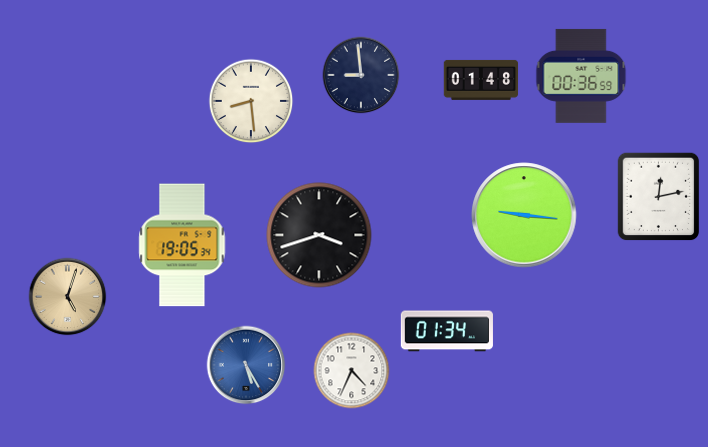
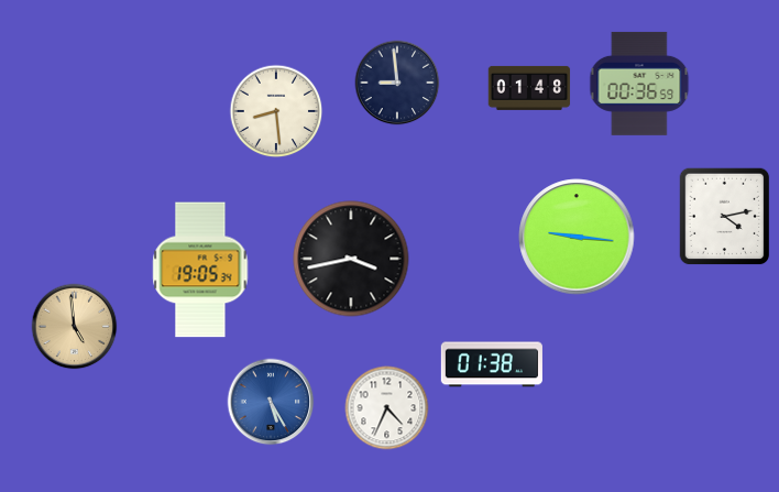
clock at (659, 197): 12:13 -> 4:13
clock at (319, 235): 3:42 -> 3:43
clock at (68, 297): 5:03 -> 4:59
clock at (447, 331): 01:34 -> 01:38
